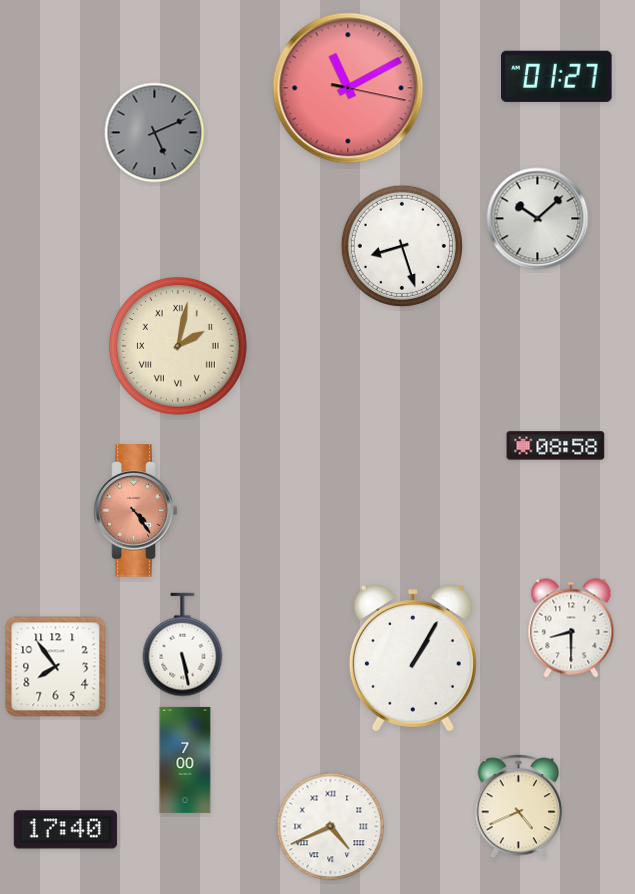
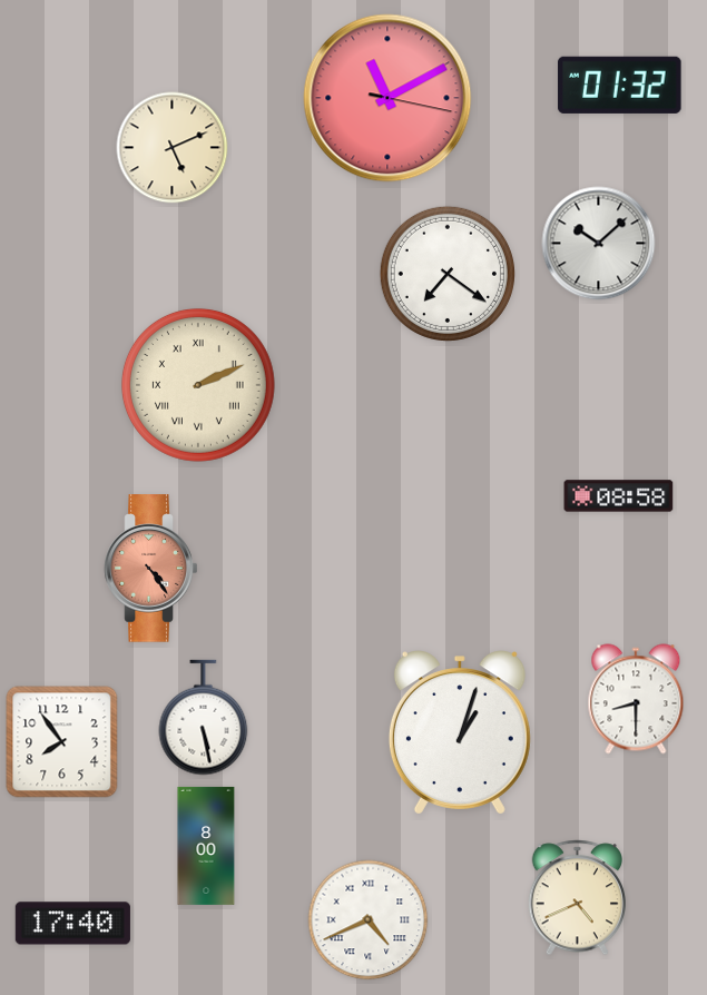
clock at (557, 76): 01:27 -> 01:32
clock at (155, 133) dial: grey -> cream
clock at (402, 246): 8:27 -> 7:21
clock at (178, 346): 2:02 -> 2:11
clock at (413, 658): 1:05 -> 1:03
clock at (185, 760): 7:00 -> 8:00
